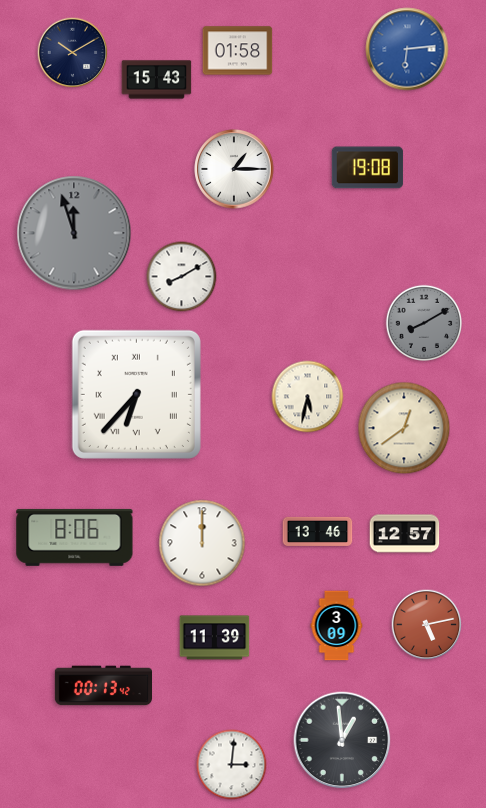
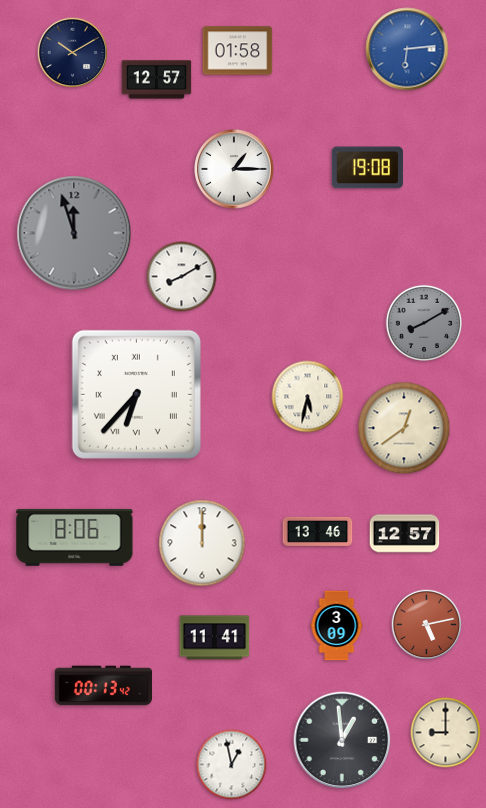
clock at (157, 80): 15:43 -> 12:57
clock at (215, 638): 11:39 -> 11:41
clock at (446, 733): none -> 9:00
clock at (232, 765): 3:01 -> 12:58
